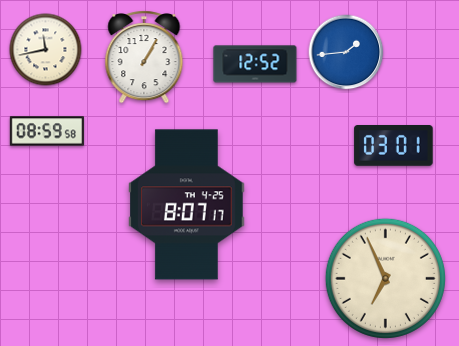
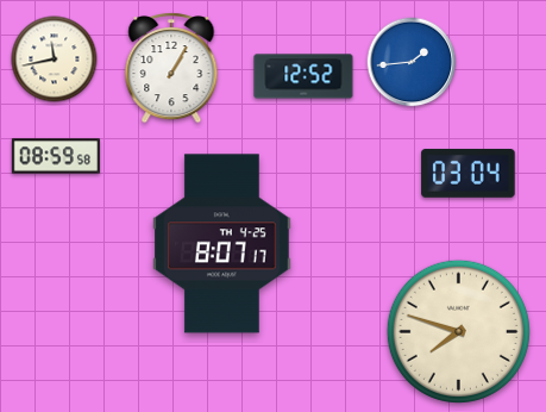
clock at (394, 146): 03:01 -> 03:04
clock at (385, 278): 6:56 -> 7:48
